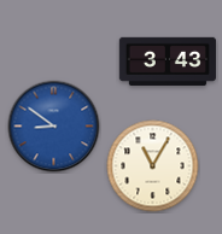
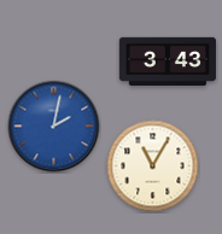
clock at (54, 127): 8:51 -> 2:02
